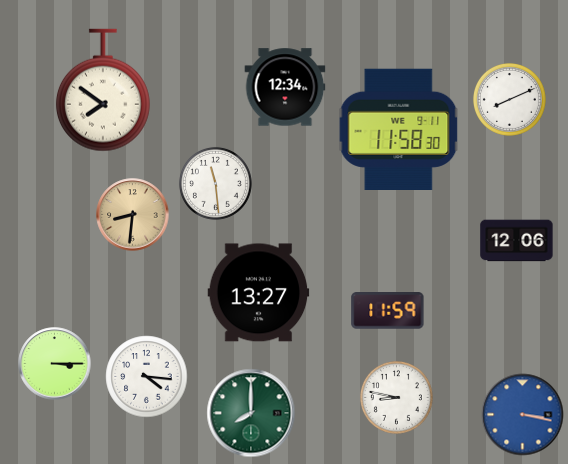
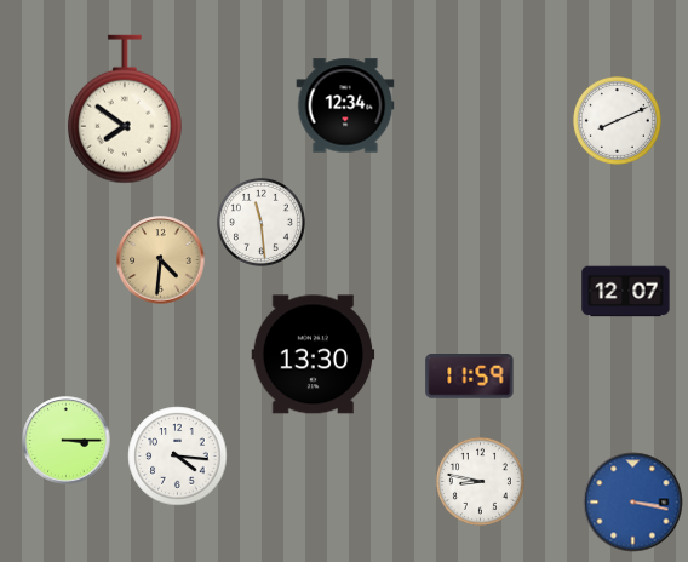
clock at (399, 129): 11:58 -> none
clock at (133, 215): 8:31 -> 4:31
clock at (517, 241): 12:06 -> 12:07
clock at (259, 293): 13:27 -> 13:30
clock at (251, 413): 8:00 -> none
